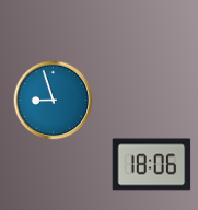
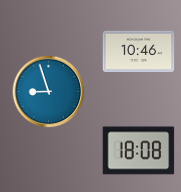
clock at (139, 52): none -> 10:46
clock at (152, 165): 18:06 -> 18:08
